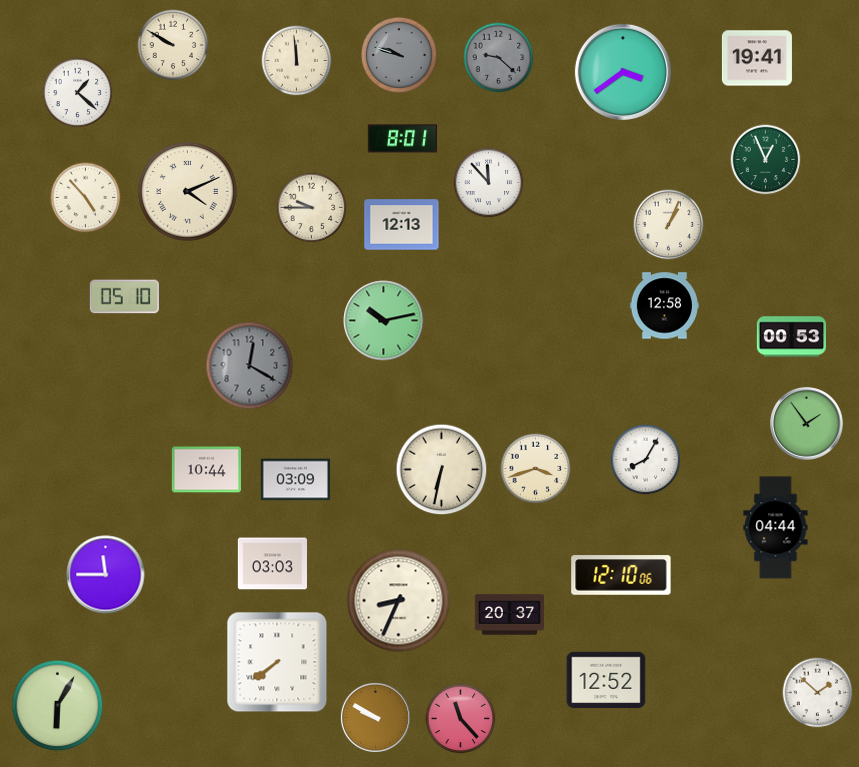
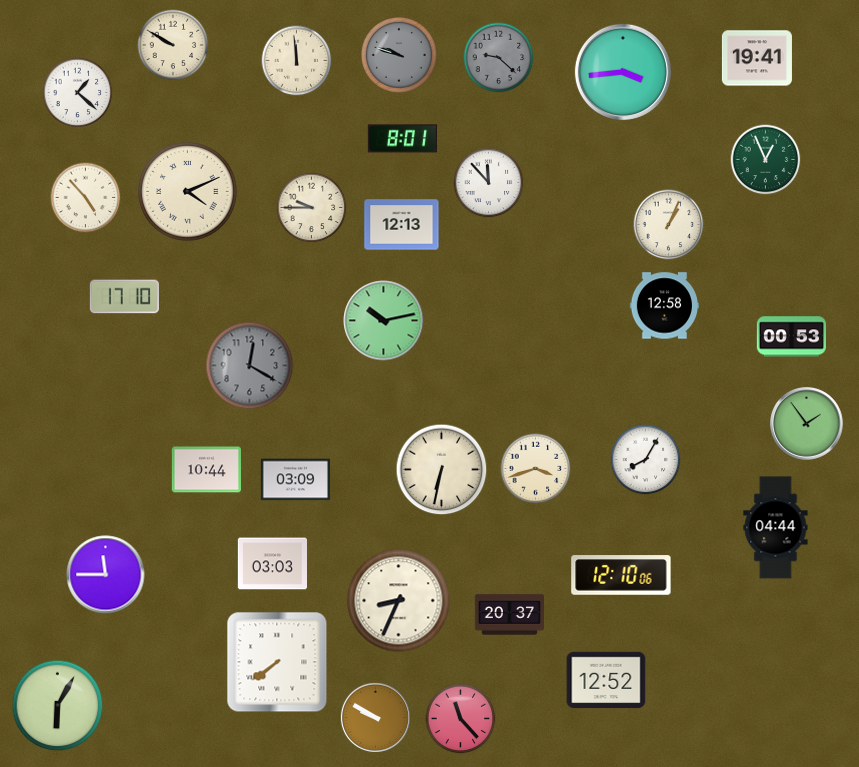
clock at (623, 72): 3:39 -> 3:44
clock at (124, 297): 05:10 -> 17:10
clock at (818, 693): 1:52 -> none
